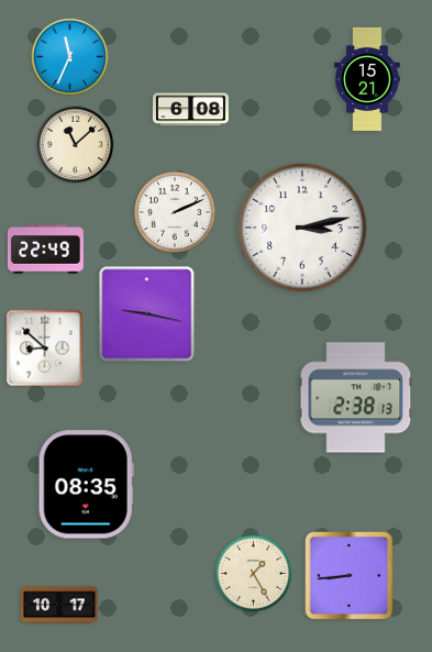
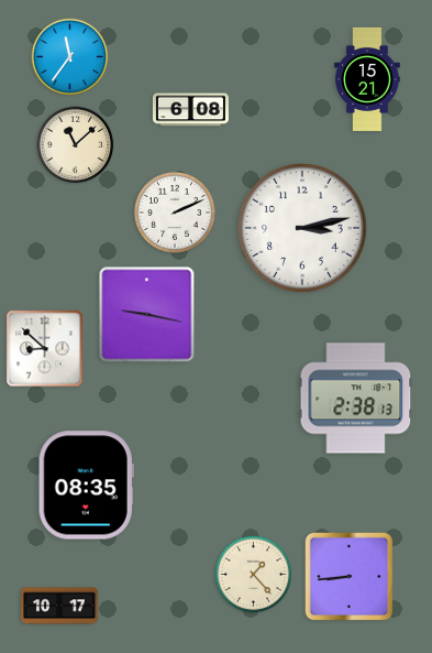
clock at (70, 57): 11:34 -> 11:36
clock at (45, 250): 22:49 -> none
clock at (254, 574): 1:25 -> 1:23
